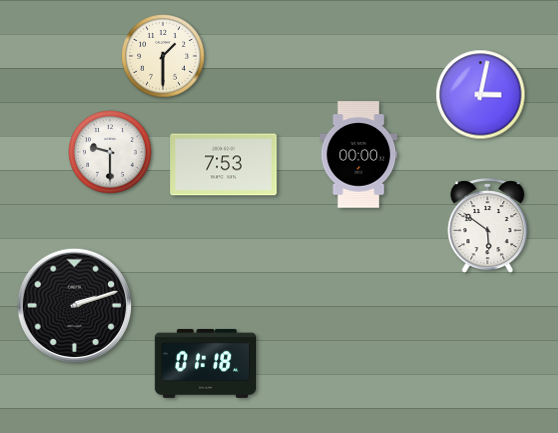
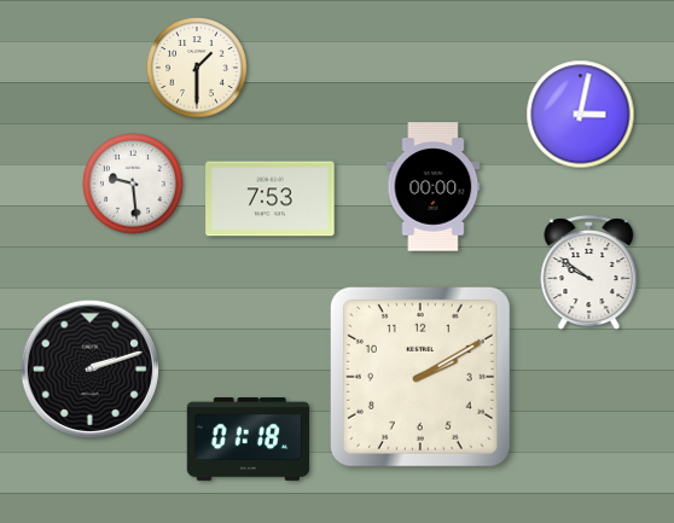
clock at (110, 152): 9:30 -> 9:29
clock at (488, 225): 5:51 -> 9:51
clock at (420, 377): none -> 2:10
